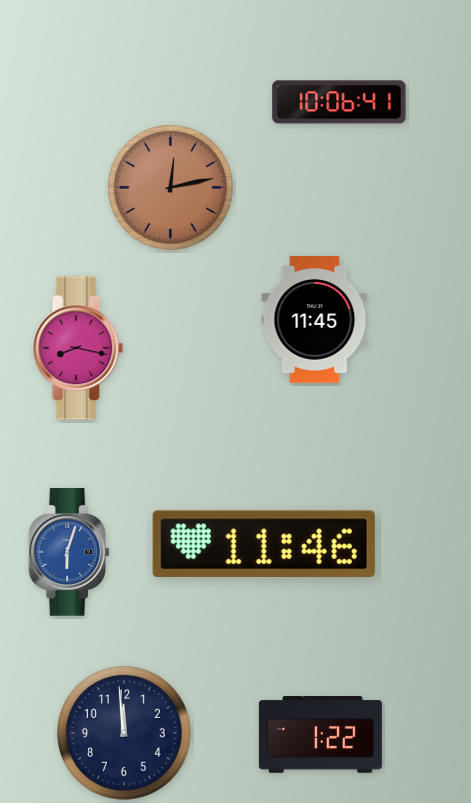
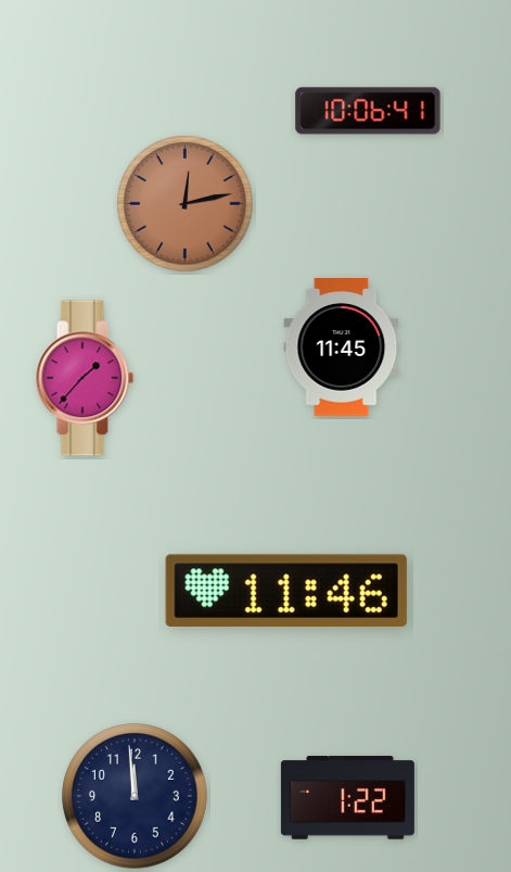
clock at (78, 348): 8:17 -> 1:37
clock at (69, 552): 6:03 -> none
